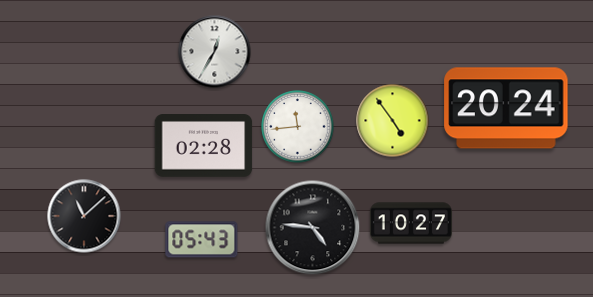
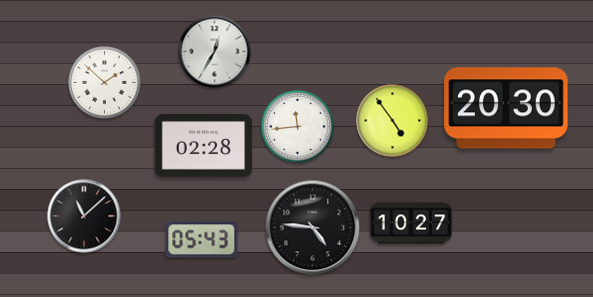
clock at (105, 83): none -> 1:52
clock at (506, 108): 20:24 -> 20:30
